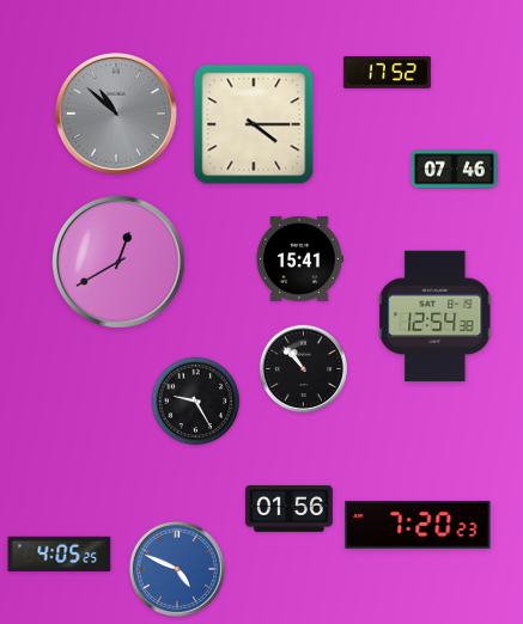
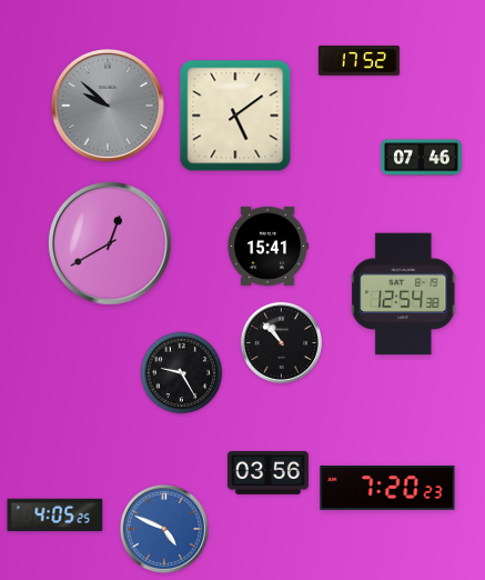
clock at (387, 73) position: (387, 73) -> (358, 61)
clock at (117, 115): 10:52 -> 9:52
clock at (254, 124): 4:15 -> 5:09
clock at (299, 258) position: (299, 258) -> (267, 246)
clock at (288, 508): 01:56 -> 03:56
